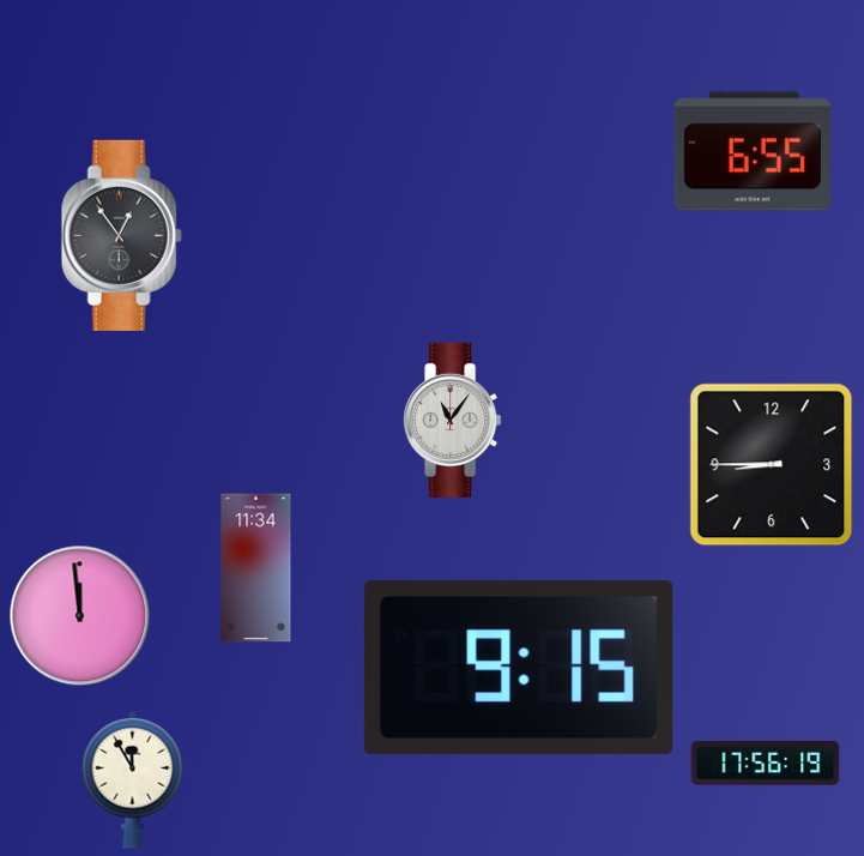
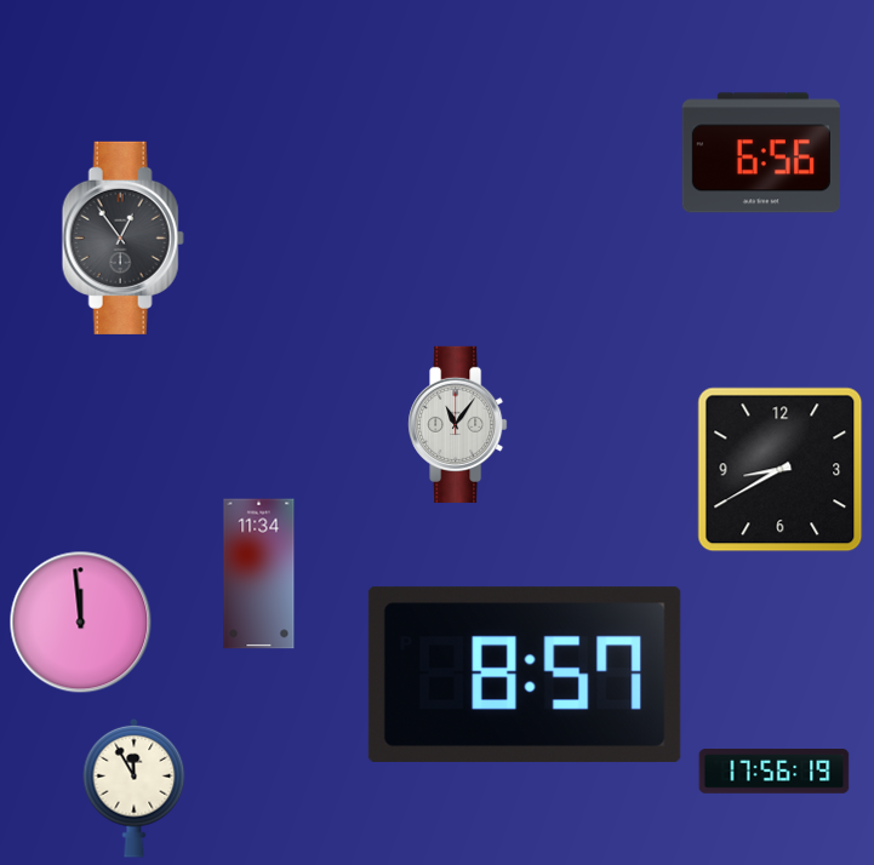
clock at (753, 151): 6:55 -> 6:56
clock at (772, 465): 8:45 -> 8:40
clock at (519, 668): 9:15 -> 8:57
